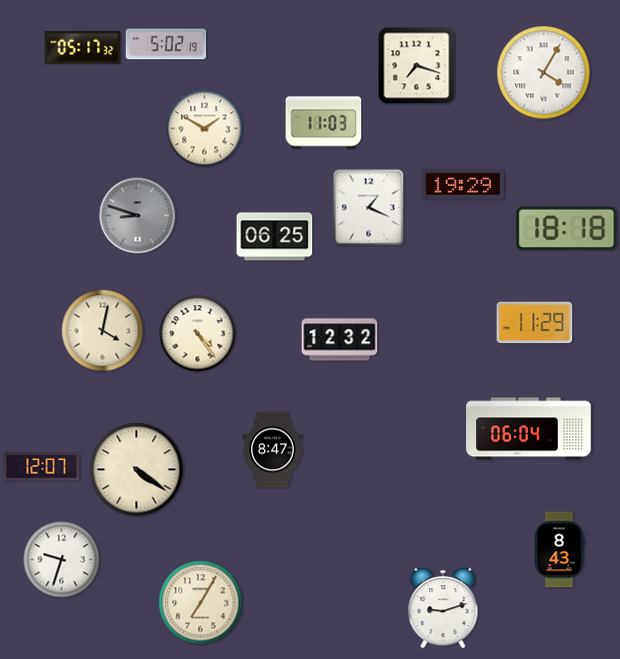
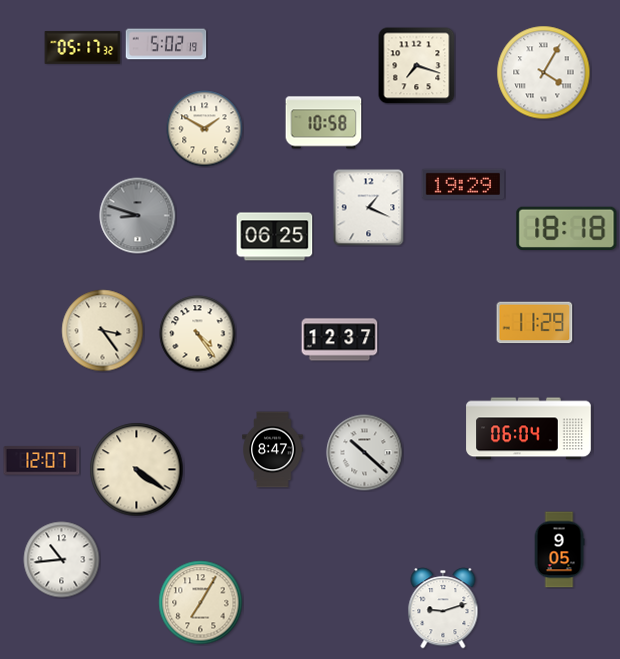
clock at (324, 123): 11:03 -> 10:58
clock at (103, 331): 4:02 -> 3:24
clock at (340, 340): 12:32 -> 12:37
clock at (365, 453): none -> 10:22
clock at (42, 467) position: (42, 467) -> (42, 461)
clock at (559, 550): 8:43 -> 9:05
clock at (62, 560): 9:33 -> 10:44
